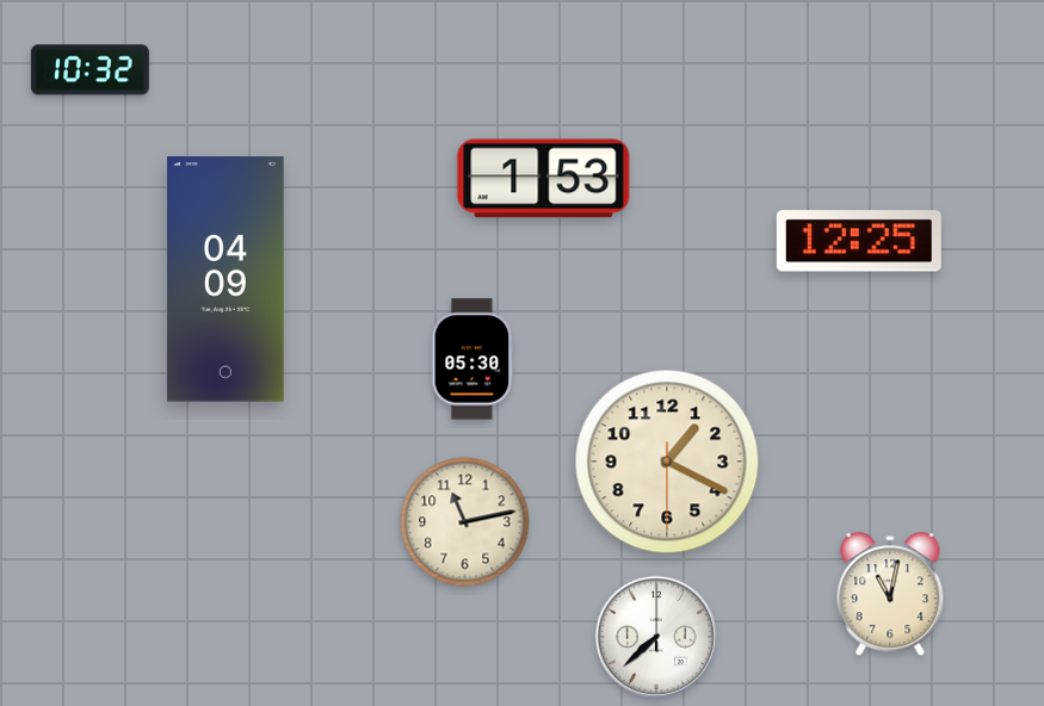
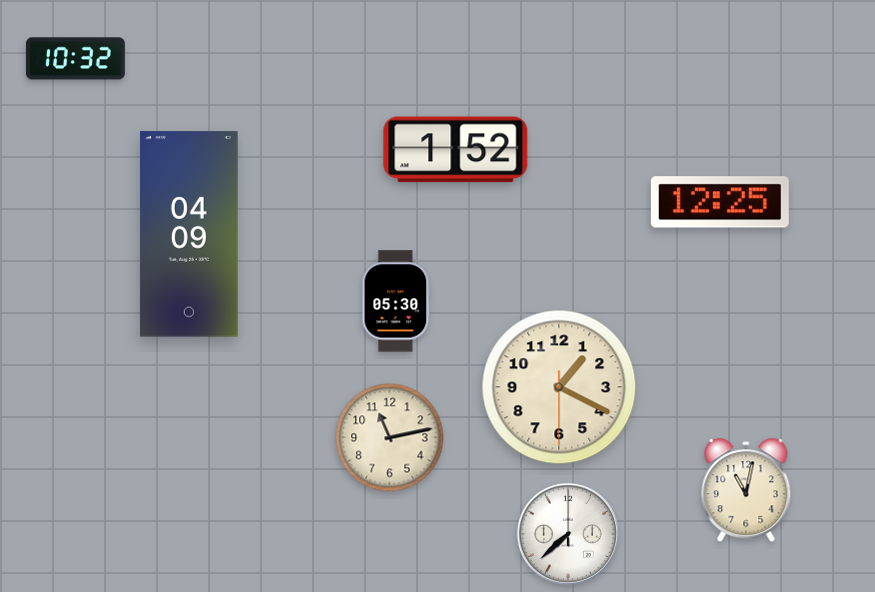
clock at (544, 179): 1:53 -> 1:52
clock at (890, 595) position: (890, 595) -> (746, 491)
clock at (656, 637) position: (656, 637) -> (568, 534)
